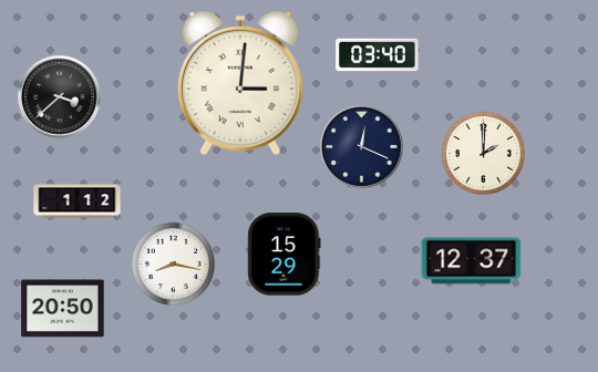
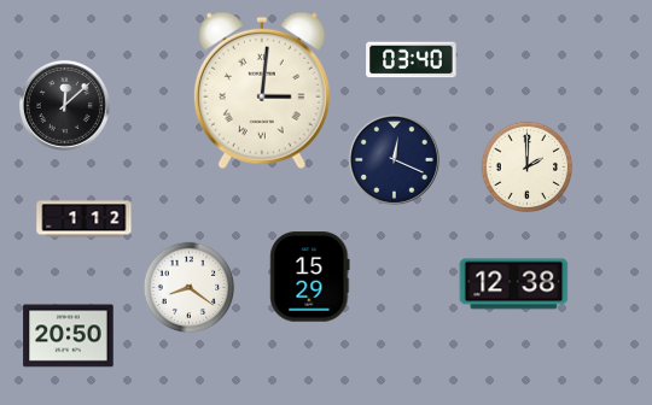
clock at (59, 96): 3:38 -> 12:08
clock at (472, 261): 12:37 -> 12:38
clock at (174, 265): 8:17 -> 8:21
